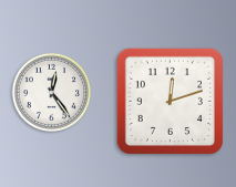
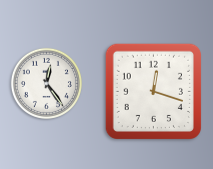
clock at (170, 101): 12:12 -> 12:18
